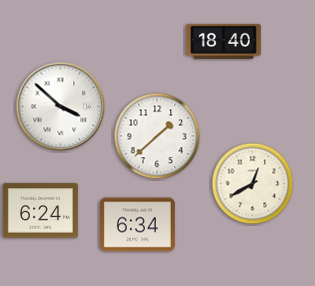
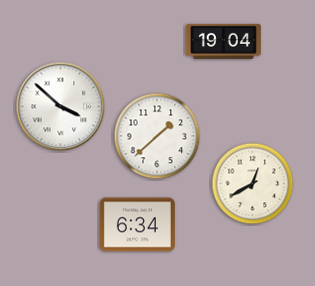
clock at (223, 41): 18:40 -> 19:04
clock at (40, 211): 6:24 -> none
